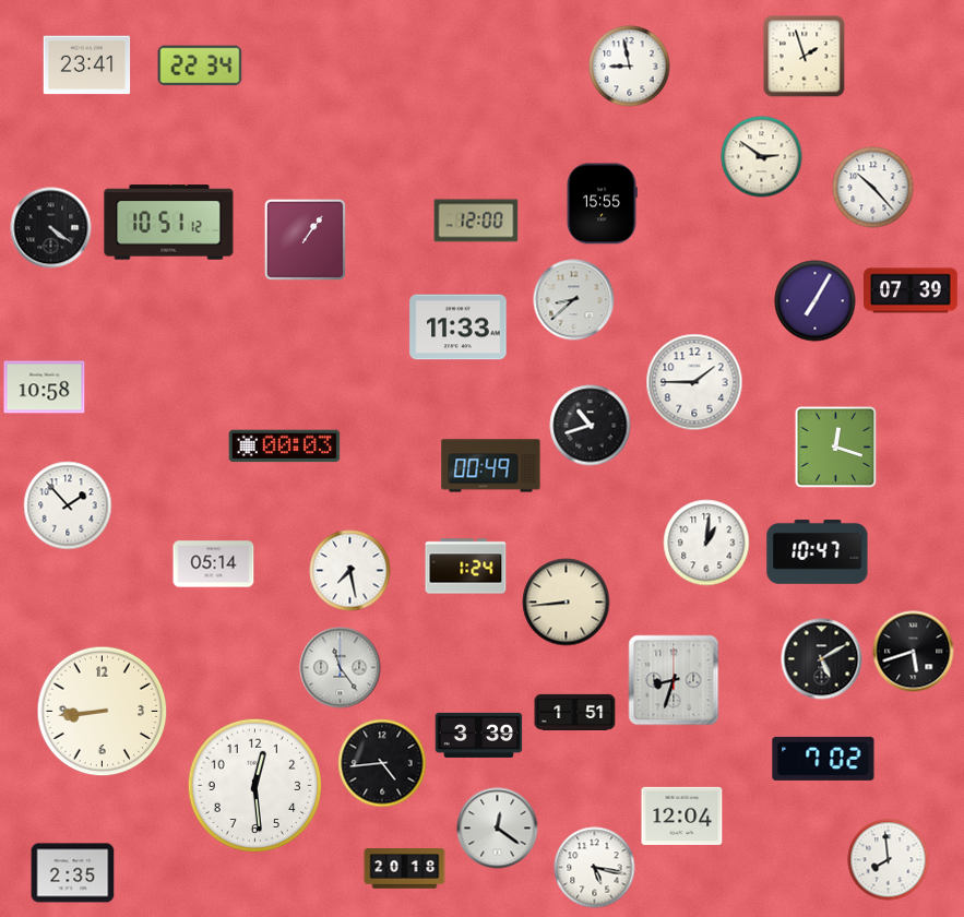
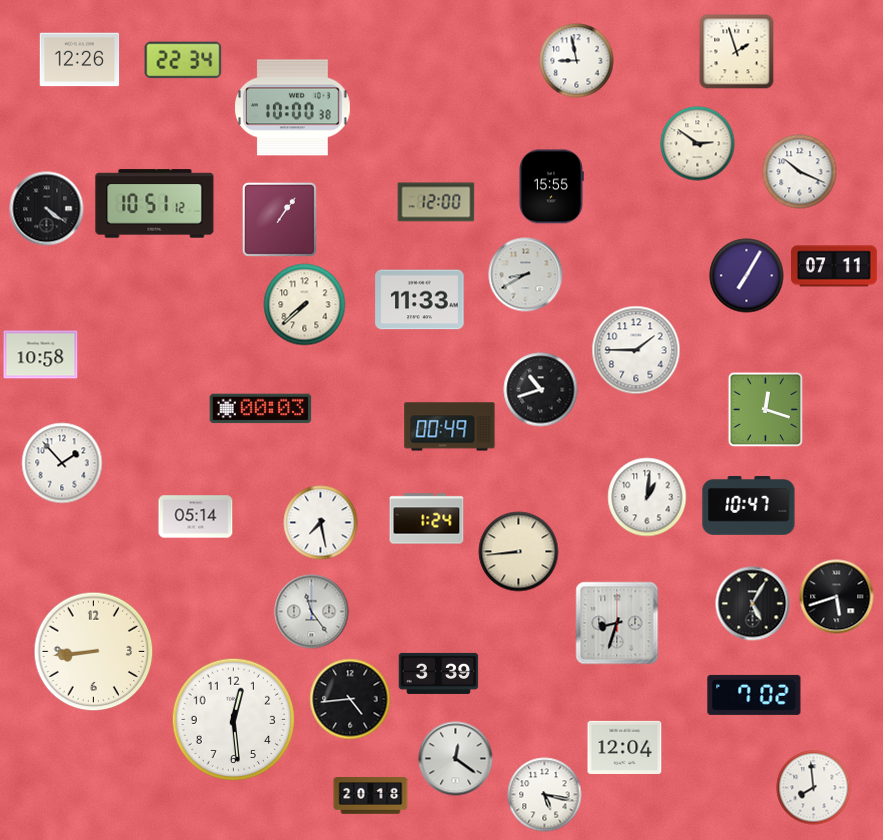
clock at (87, 65): 23:41 -> 12:26
clock at (293, 108): none -> 10:00
clock at (873, 188): 10:23 -> 10:19
clock at (912, 290): 07:39 -> 07:11
clock at (574, 300): 8:38 -> 8:40
clock at (305, 305): none -> 7:38
clock at (822, 659): 5:10 -> 5:05
clock at (575, 712): 1:51 -> none
clock at (73, 873): 2:35 -> none
